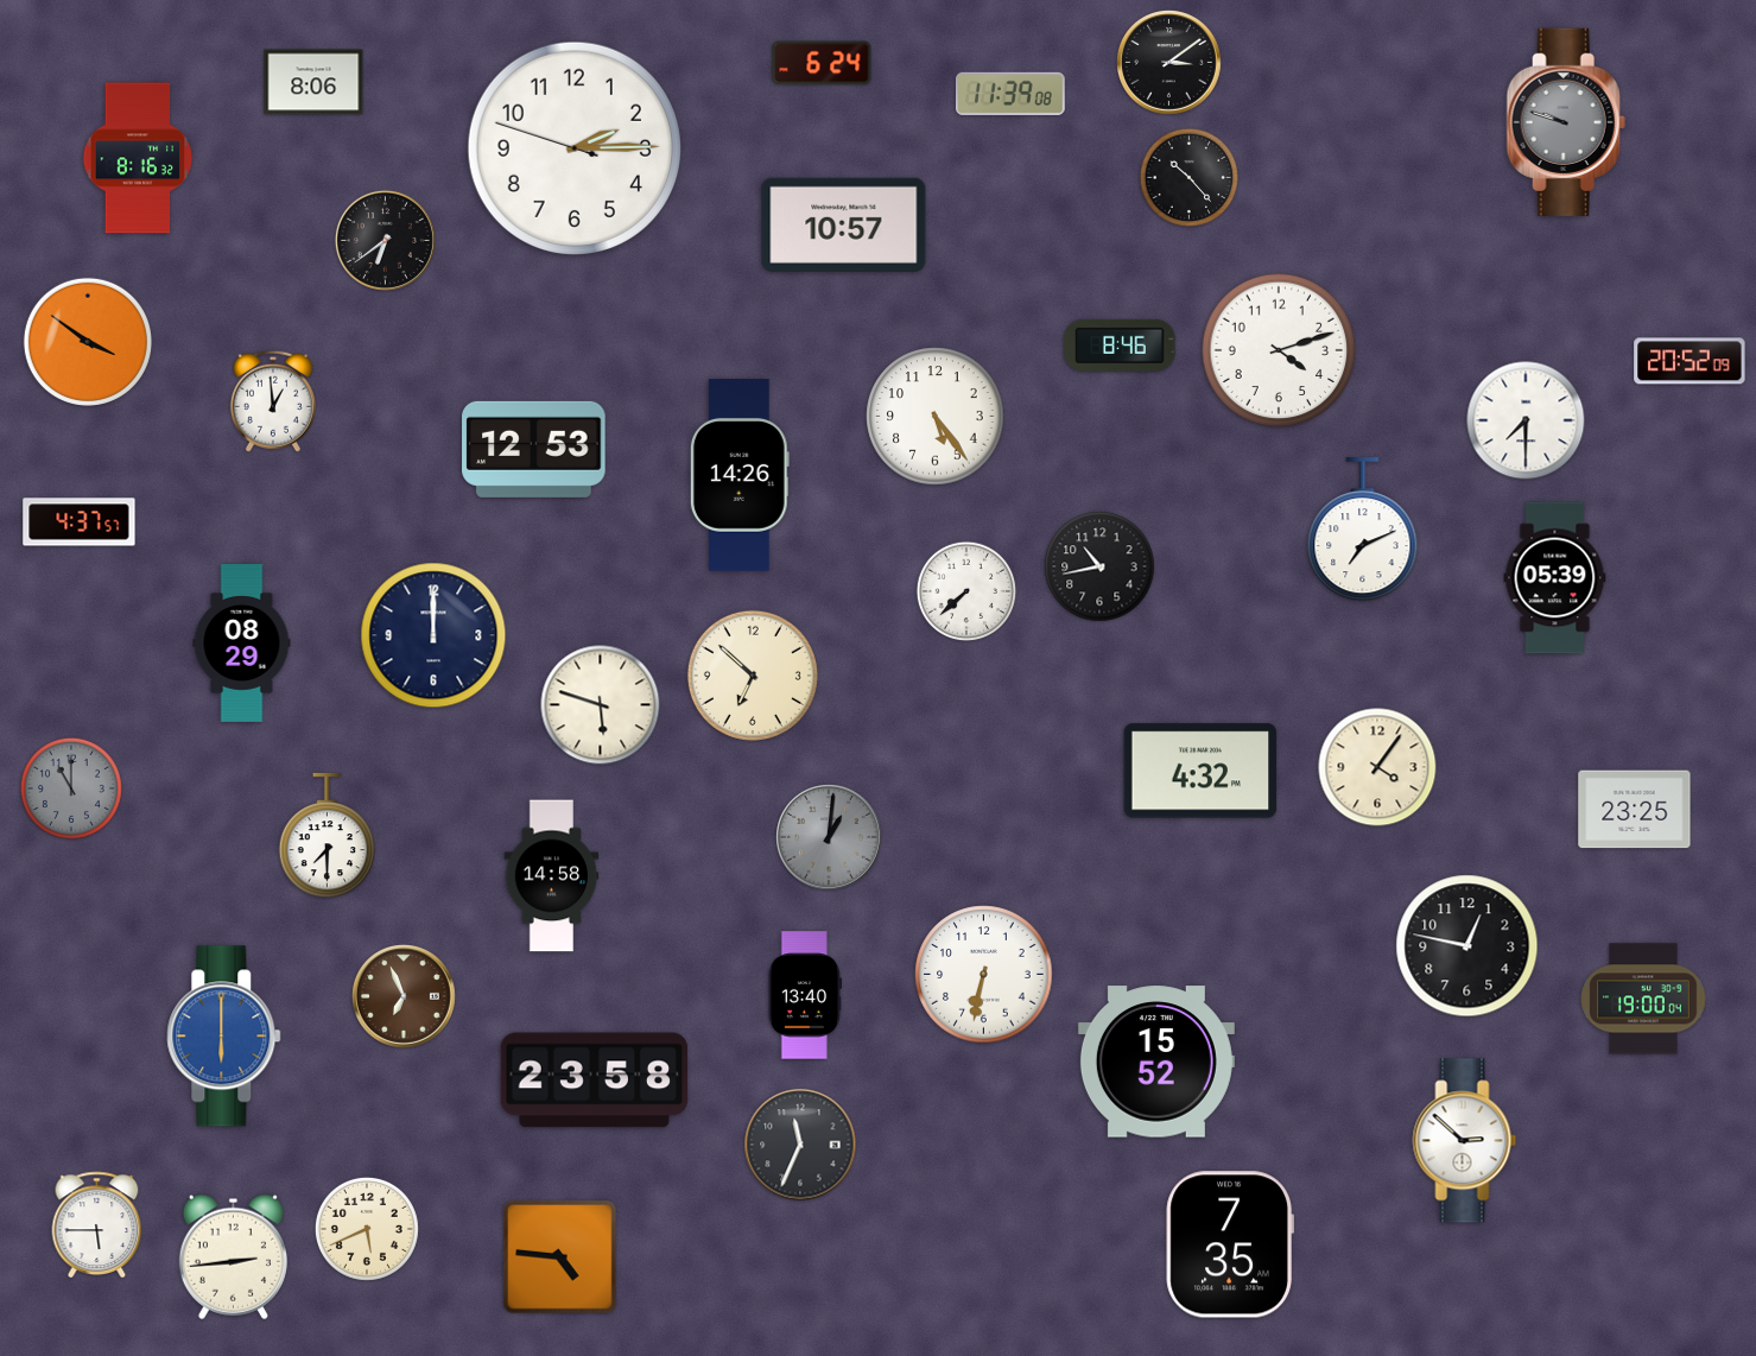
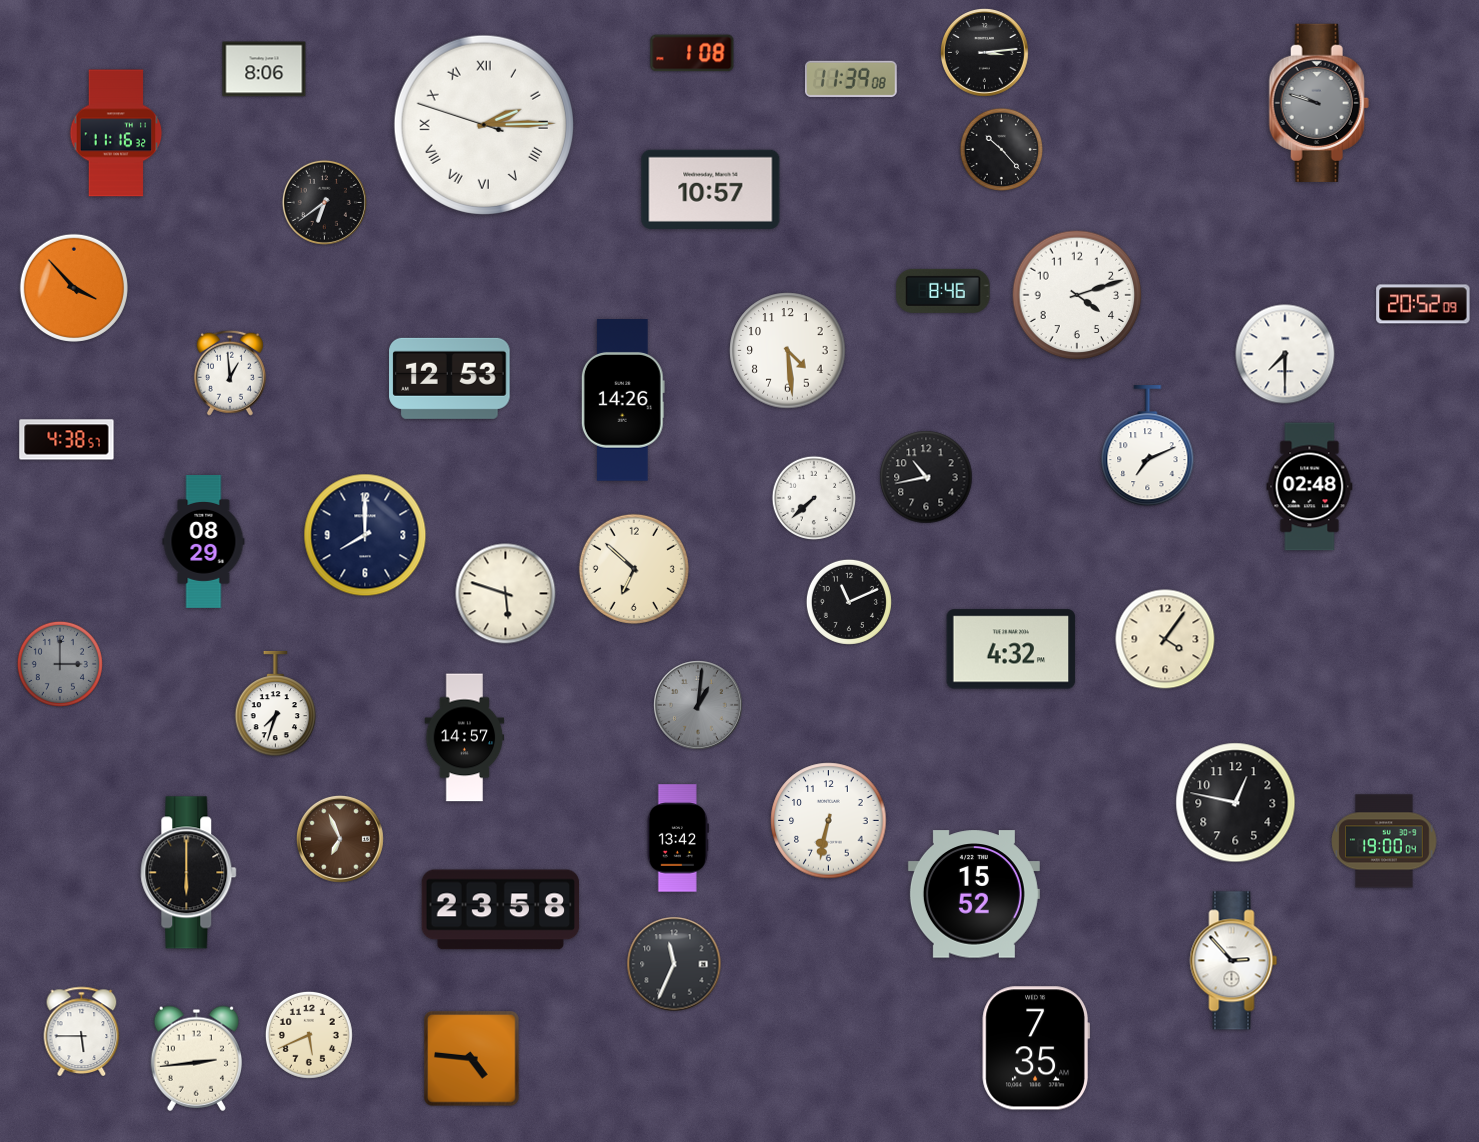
clock at (822, 63): 6:24 -> 1:08
clock at (1169, 63): 3:09 -> 3:14
clock at (575, 148) numerals: Arabic -> Roman
clock at (138, 158): 8:16 -> 11:16
clock at (88, 342): 3:51 -> 3:53
clock at (273, 401) position: (273, 401) -> (230, 373)
clock at (936, 417): 5:24 -> 4:29
clock at (80, 522): 4:37 -> 4:38
clock at (1555, 578): 05:39 -> 02:48
clock at (433, 635): 12:00 -> 8:00
clock at (849, 602): none -> 11:11
clock at (1377, 767) position: (1377, 767) -> (1165, 639)
clock at (71, 788): 11:00 -> 3:00
clock at (1635, 810): 23:25 -> none
clock at (328, 836): 7:30 -> 7:33
clock at (552, 876): 14:58 -> 14:57
clock at (1467, 946) position: (1467, 946) -> (1236, 803)
clock at (805, 995): 13:40 -> 13:42
clock at (224, 1037) dial: blue -> black
clock at (1465, 1141): 2:52 -> 2:53
